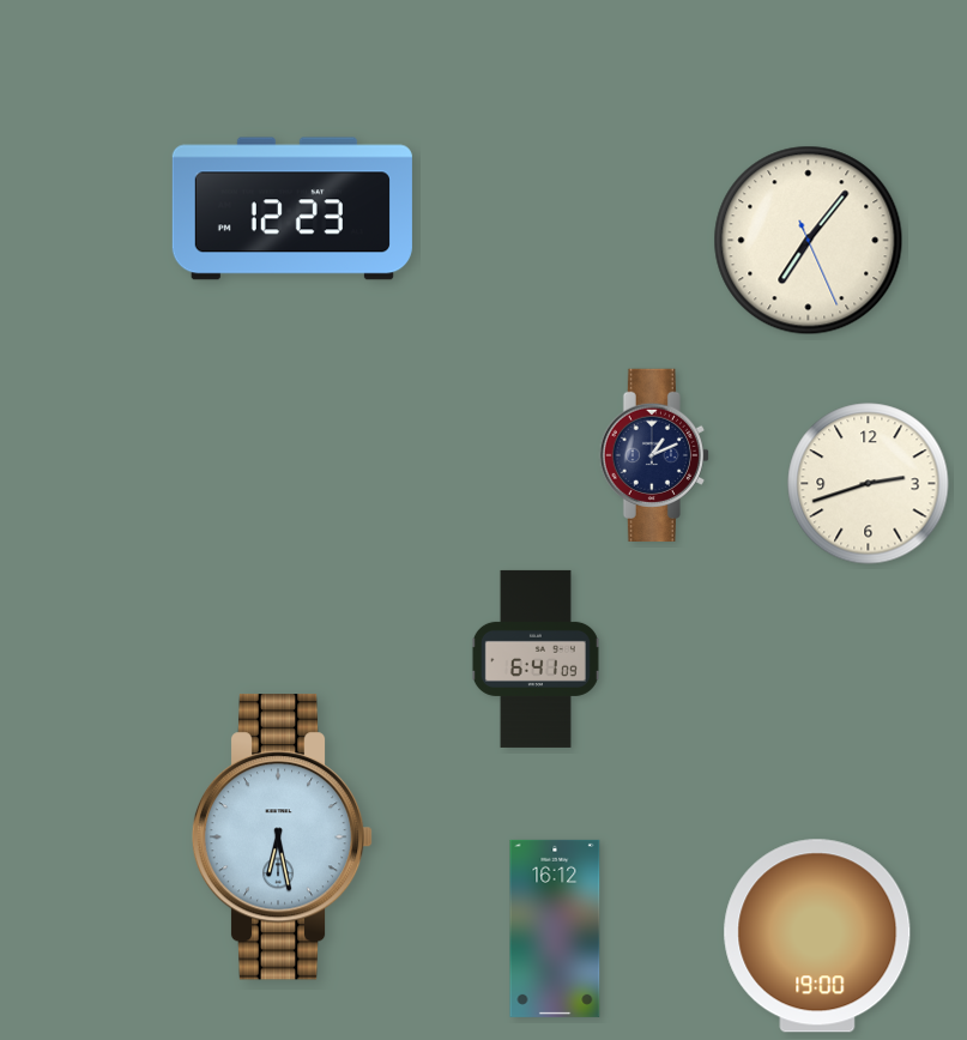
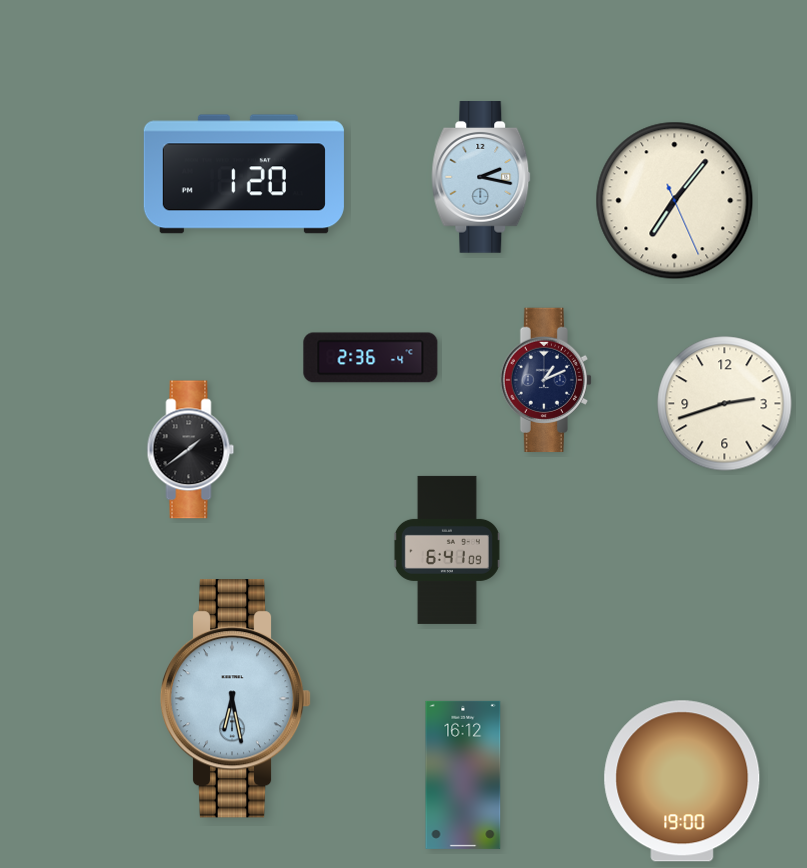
clock at (292, 208): 12:23 -> 1:20
clock at (481, 178): none -> 2:17
clock at (371, 358): none -> 2:36
clock at (191, 450): none -> 1:39
